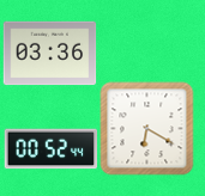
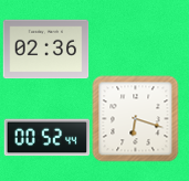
clock at (49, 54): 03:36 -> 02:36
clock at (146, 128): 6:20 -> 6:18
